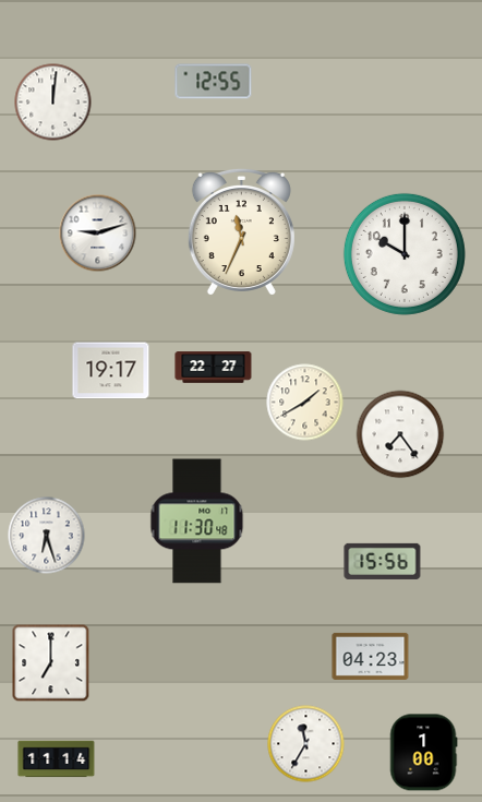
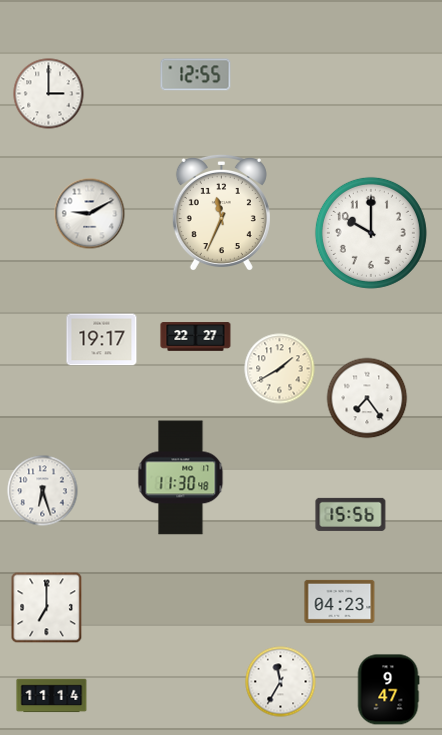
clock at (53, 103): 12:01 -> 3:00
clock at (98, 234): 9:12 -> 9:10
clock at (423, 753): 1:00 -> 9:47
